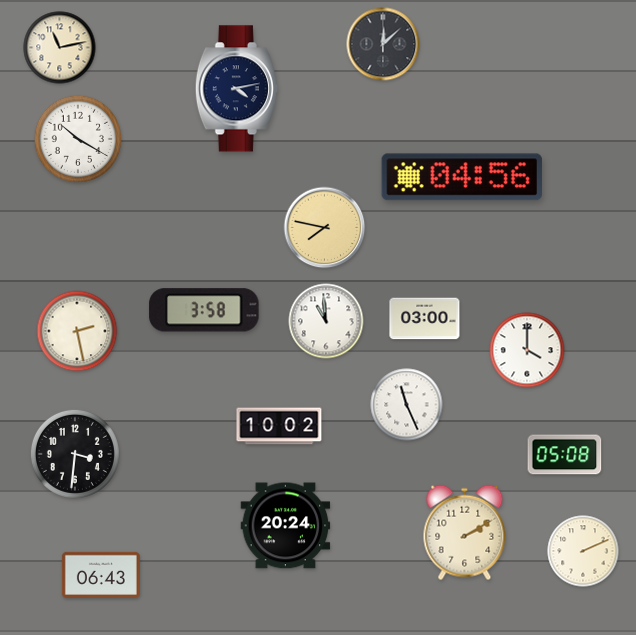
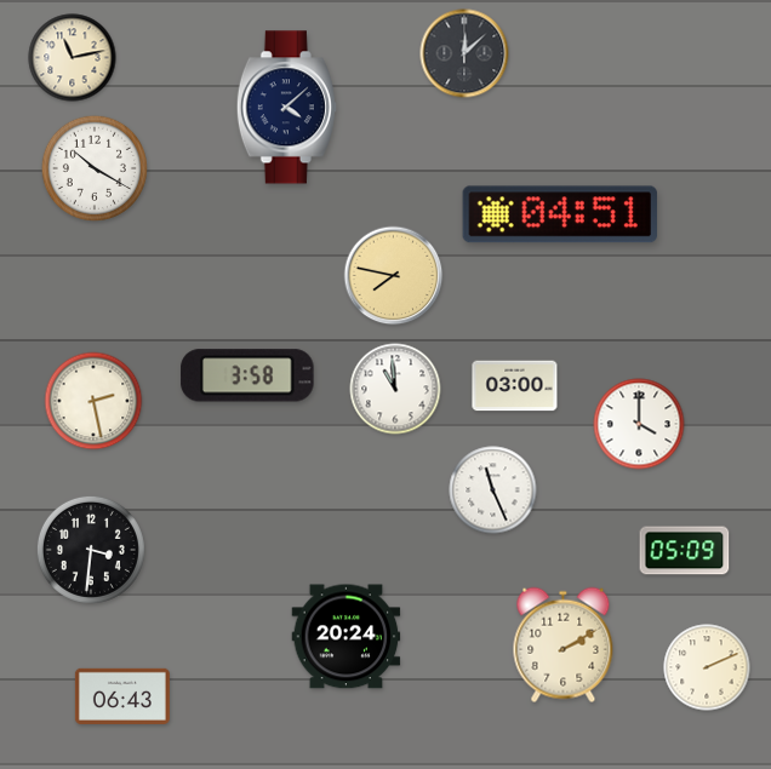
clock at (236, 89): 4:13 -> 4:08
clock at (462, 177): 04:56 -> 04:51
clock at (279, 426): 10:02 -> none
clock at (565, 455): 05:08 -> 05:09
